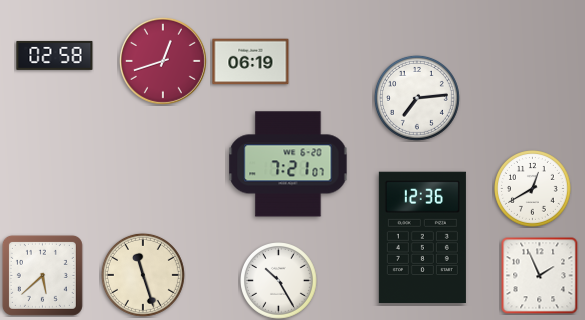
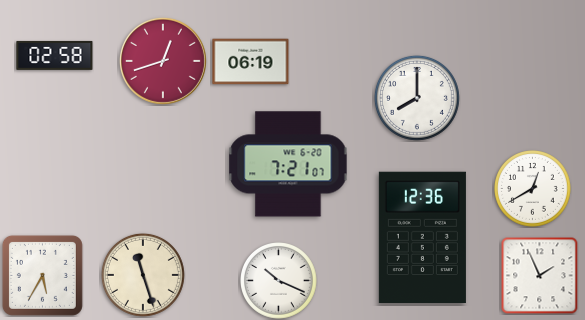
clock at (417, 98): 7:14 -> 8:00
clock at (42, 275): 5:38 -> 5:35
clock at (279, 281): 10:25 -> 10:19
